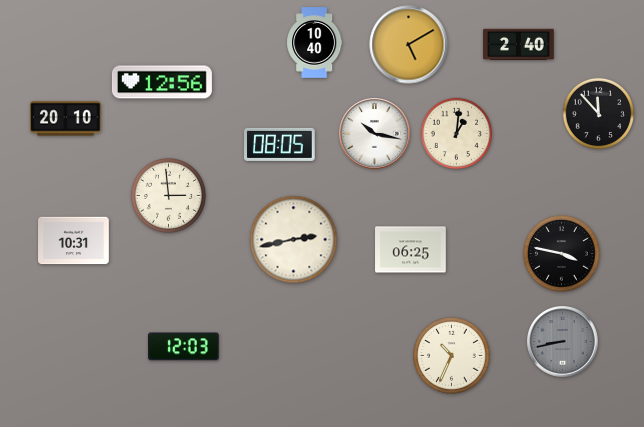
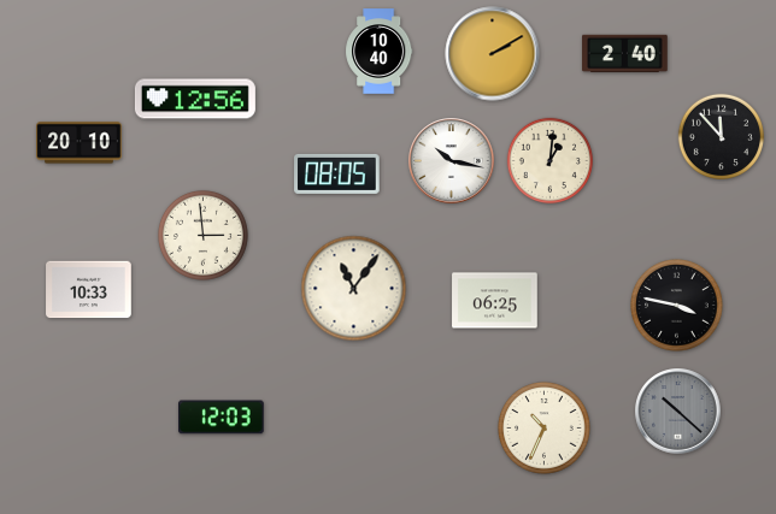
clock at (409, 45): 5:10 -> 2:10
clock at (294, 240): 2:43 -> 11:06
clock at (74, 241): 10:31 -> 10:33
clock at (563, 342): 8:43 -> 10:22
